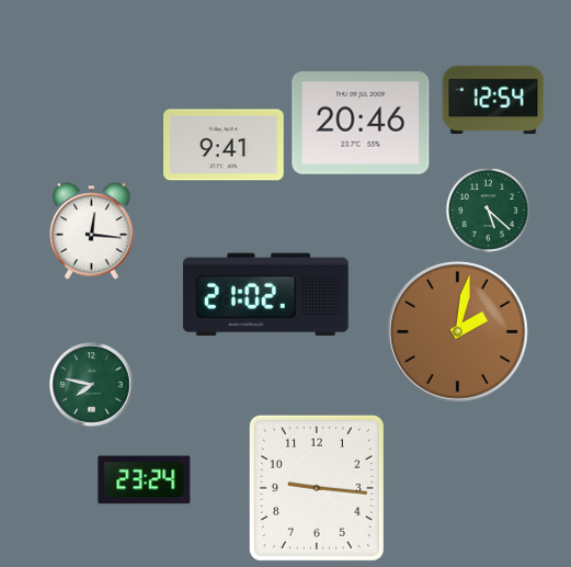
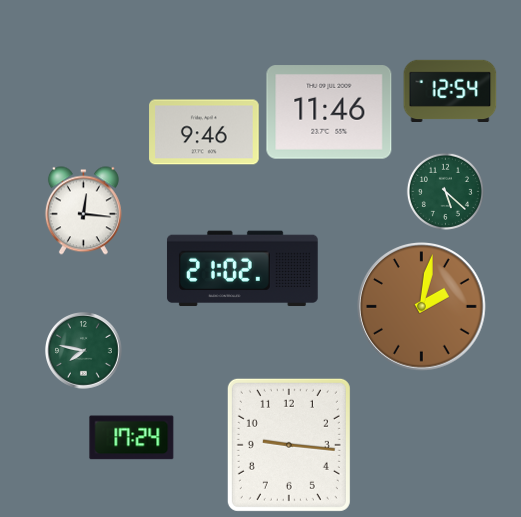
clock at (361, 123): 20:46 -> 11:46
clock at (224, 145): 9:41 -> 9:46
clock at (458, 332) position: (458, 332) -> (422, 307)
clock at (145, 480): 23:24 -> 17:24
